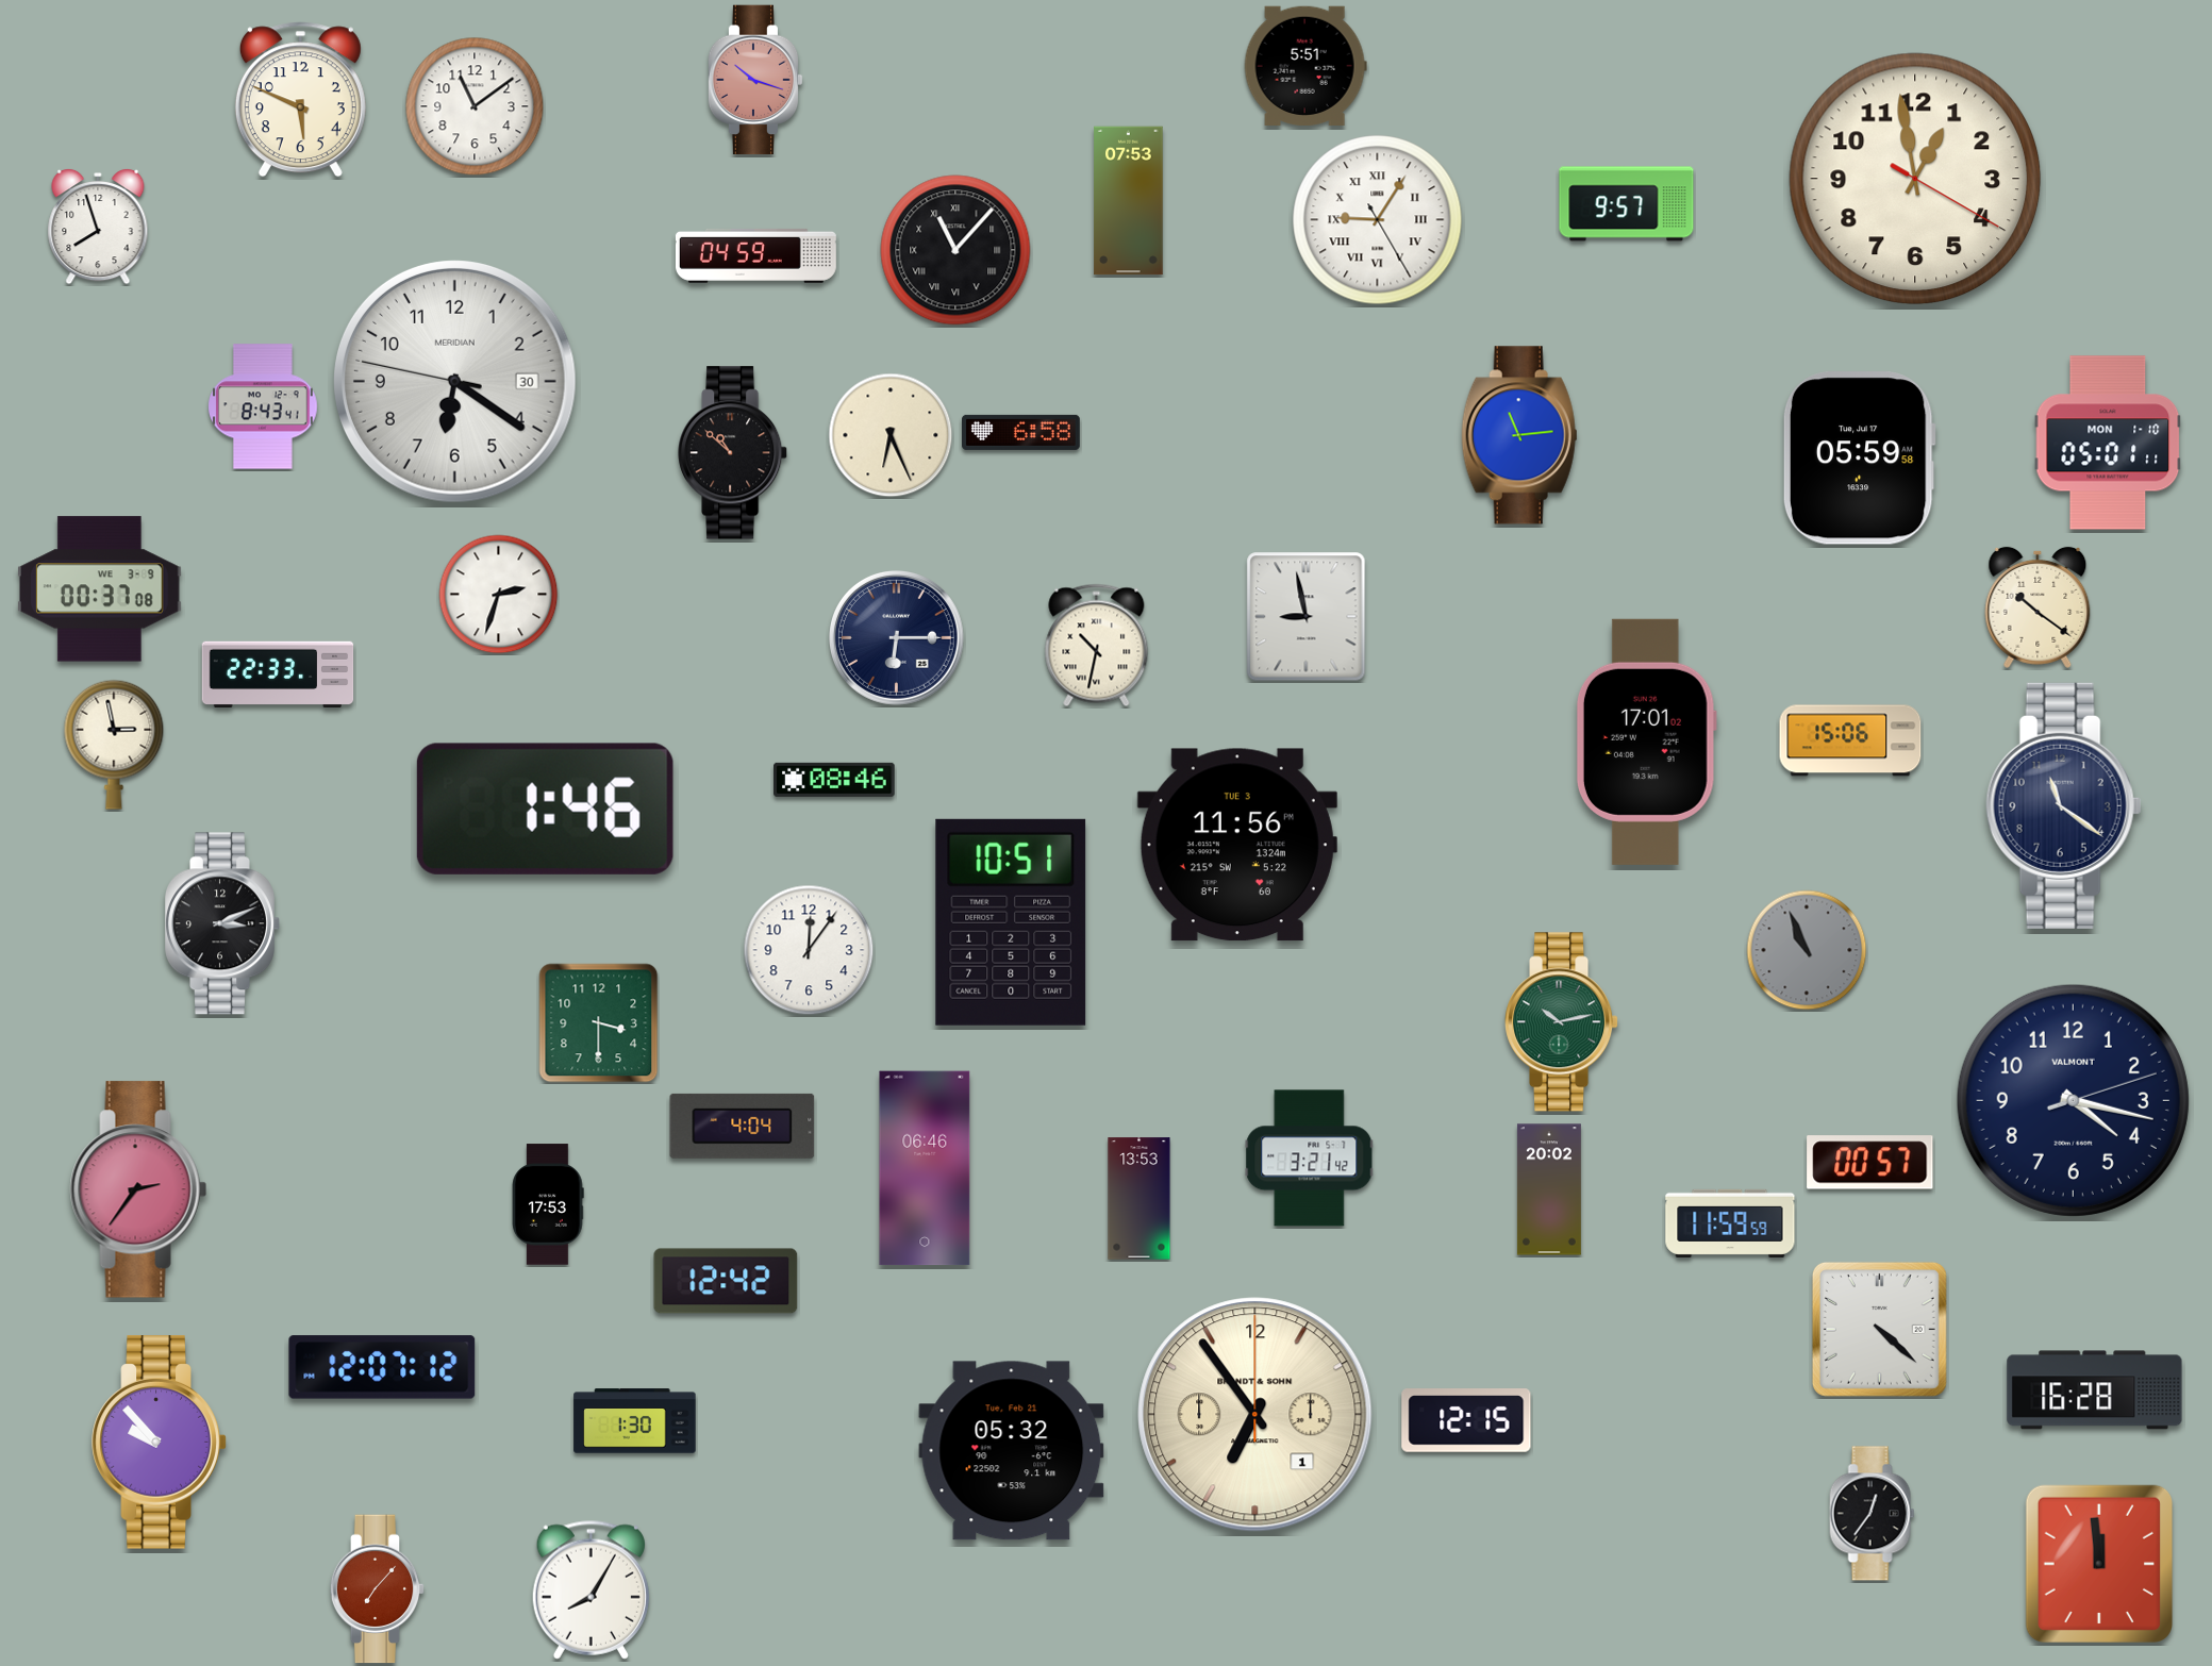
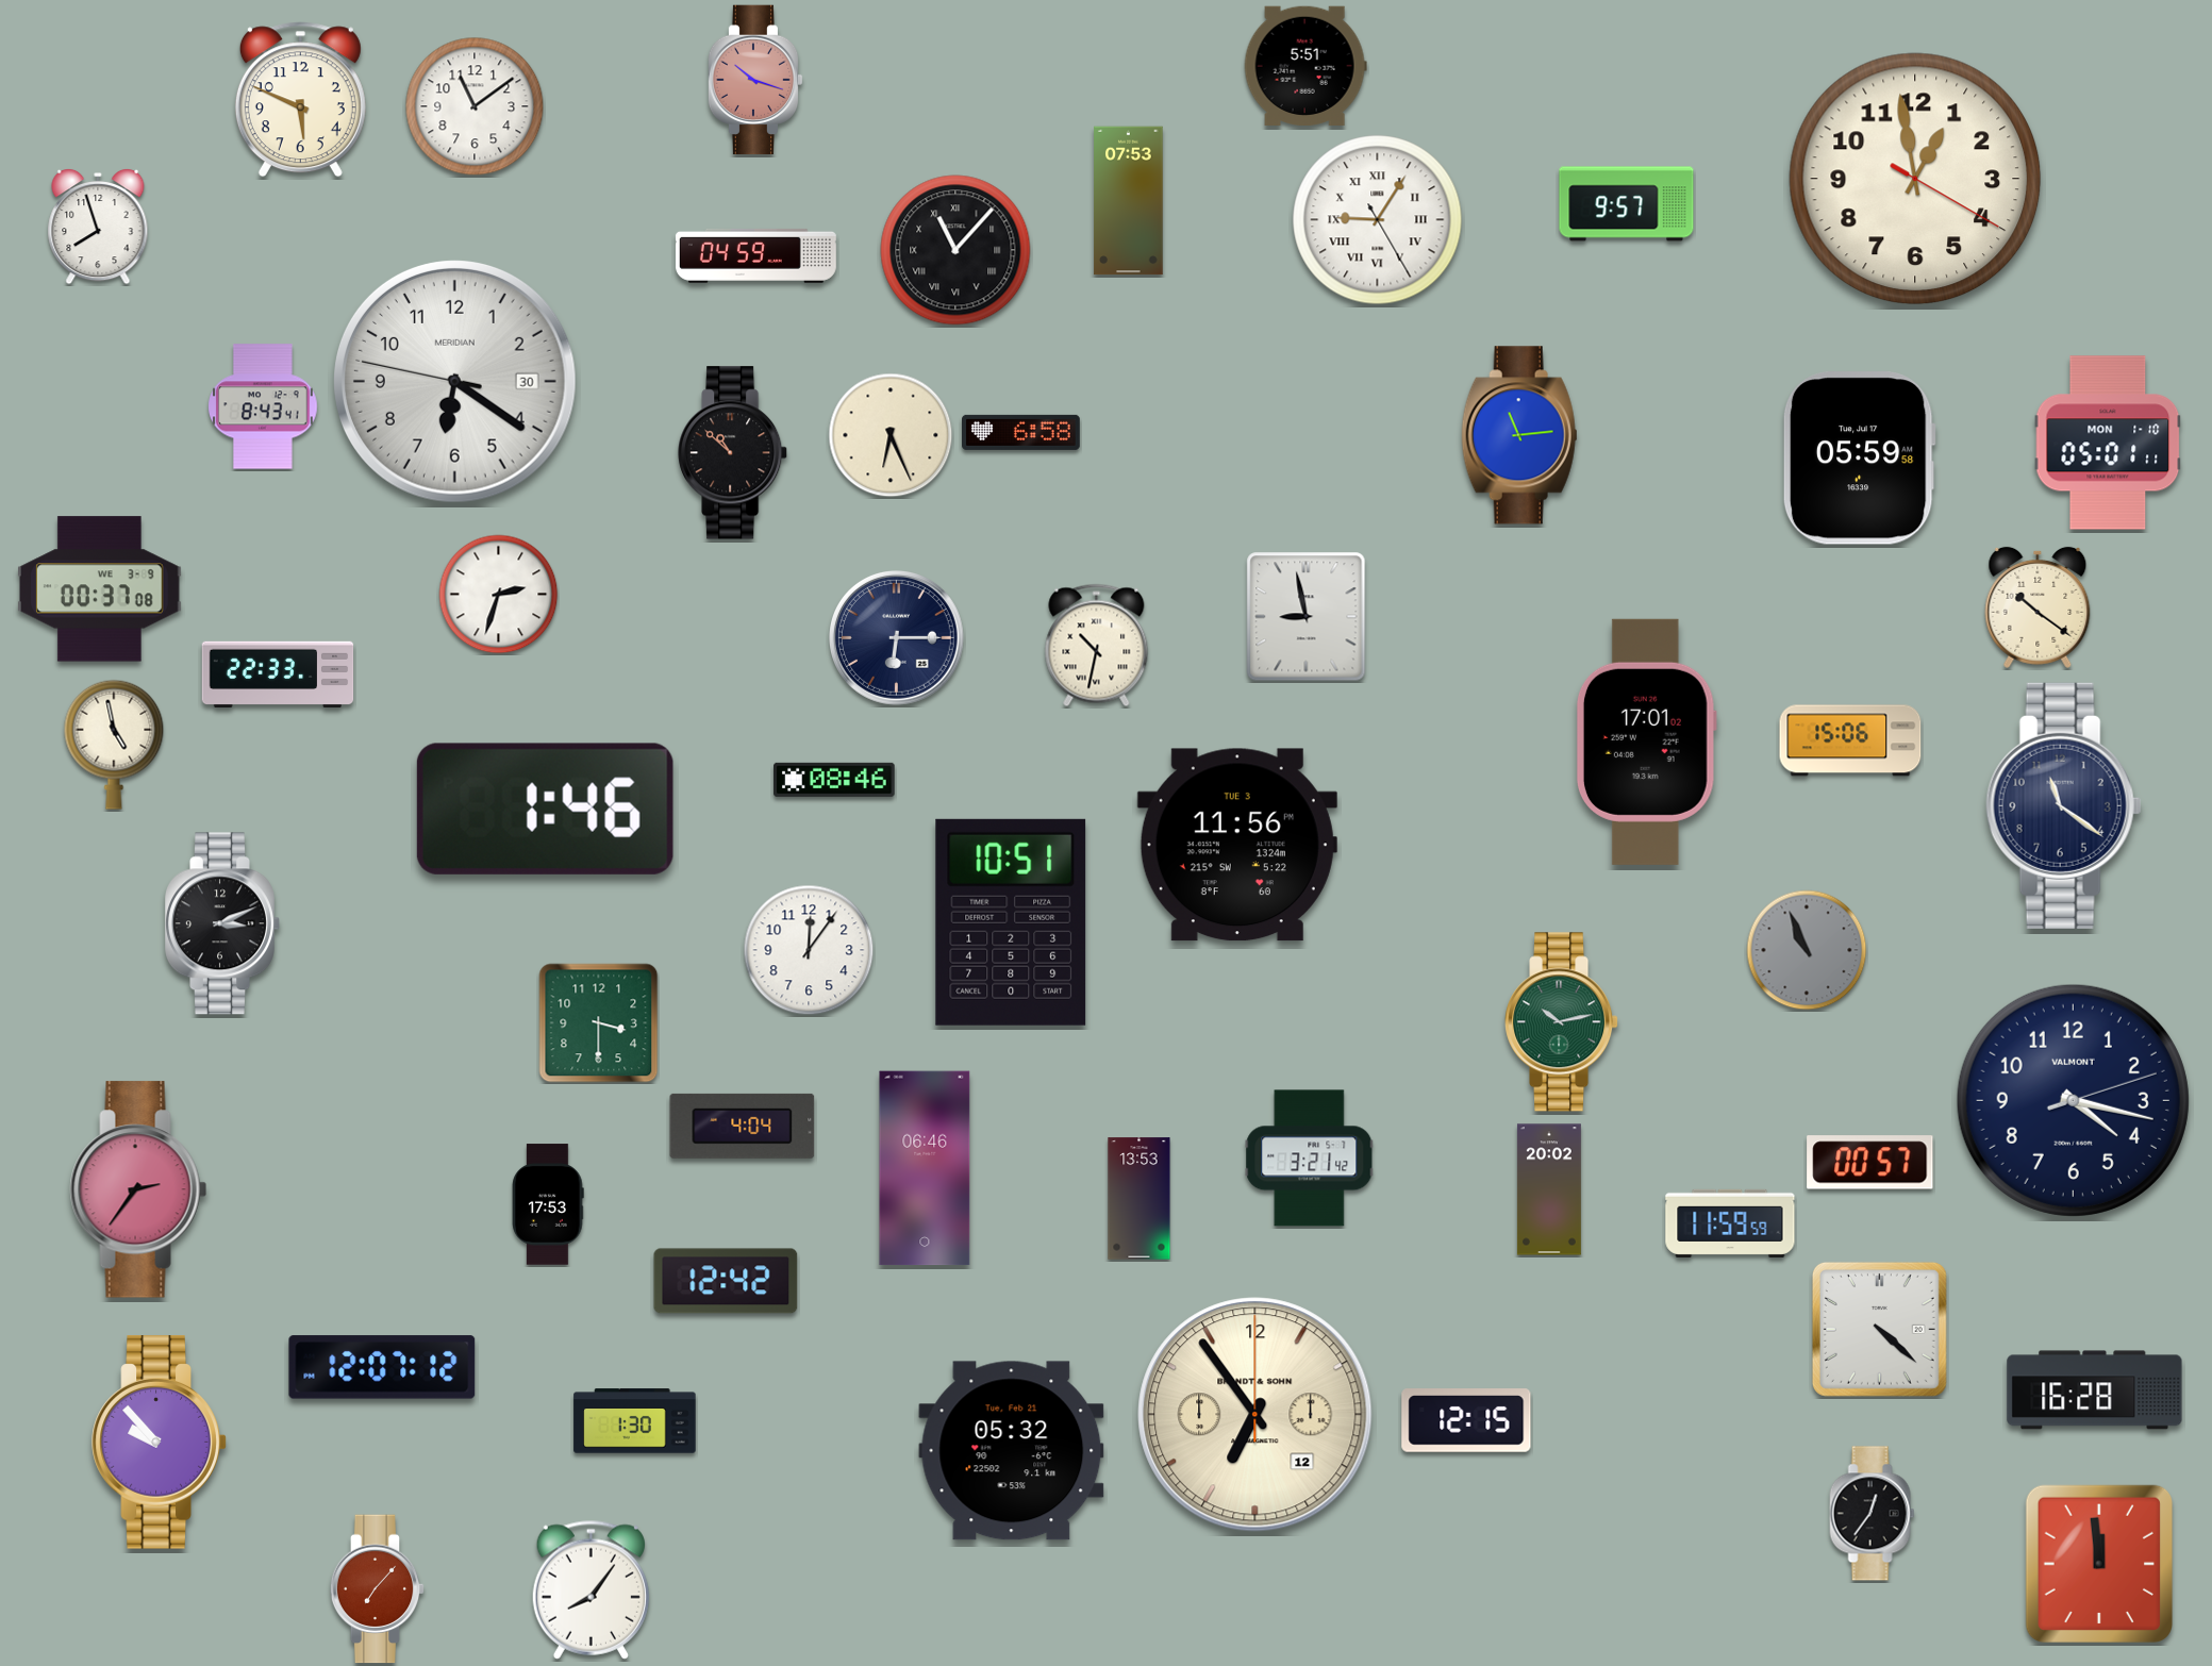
clock at (114, 745): 2:58 -> 4:58
clock at (1255, 1415) date: 1 -> 12
clock at (591, 1589): 8:05 -> 8:06
